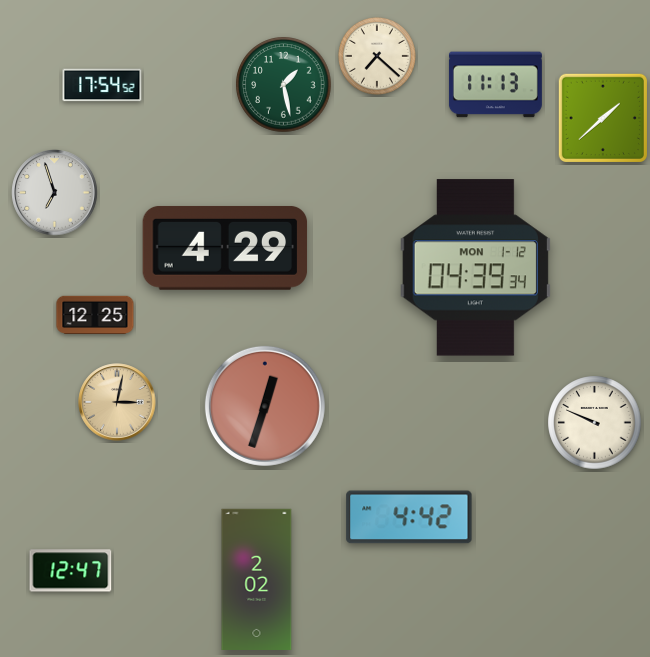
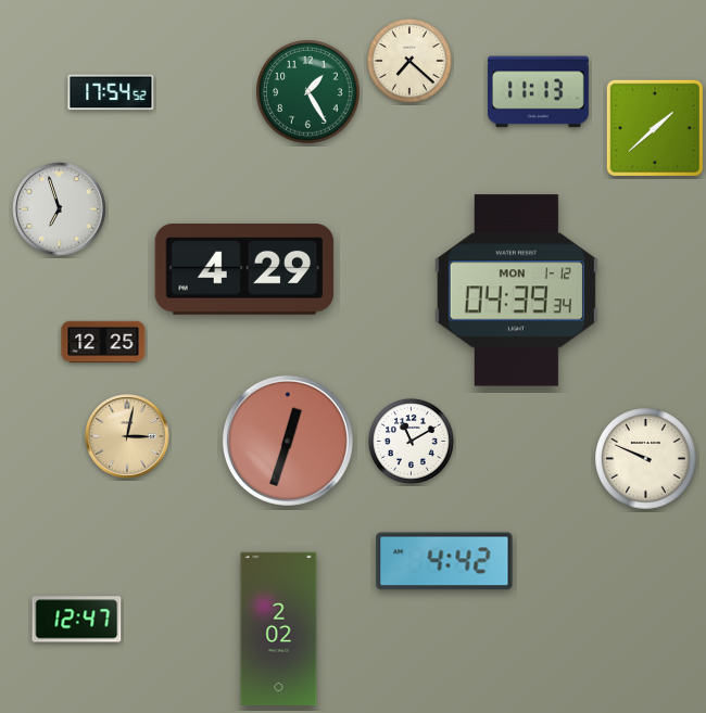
clock at (284, 85): 1:28 -> 1:25
clock at (411, 441): none -> 11:10
